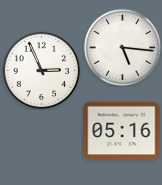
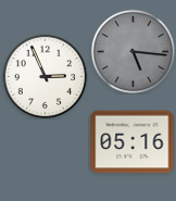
clock at (122, 47) dial: white -> grey
